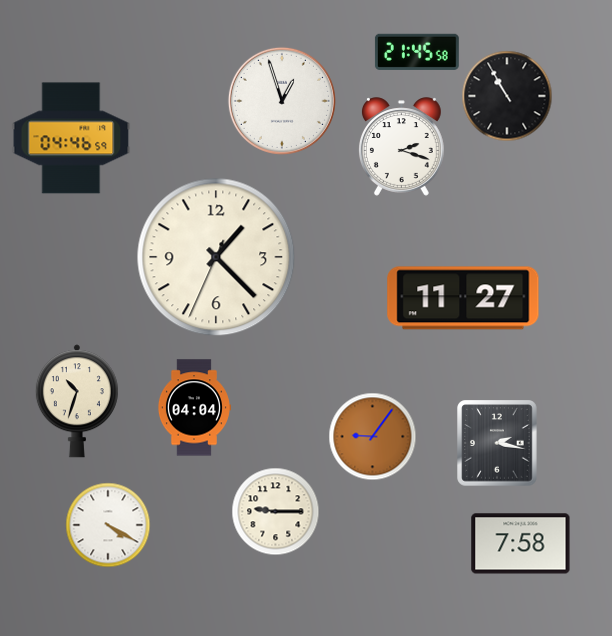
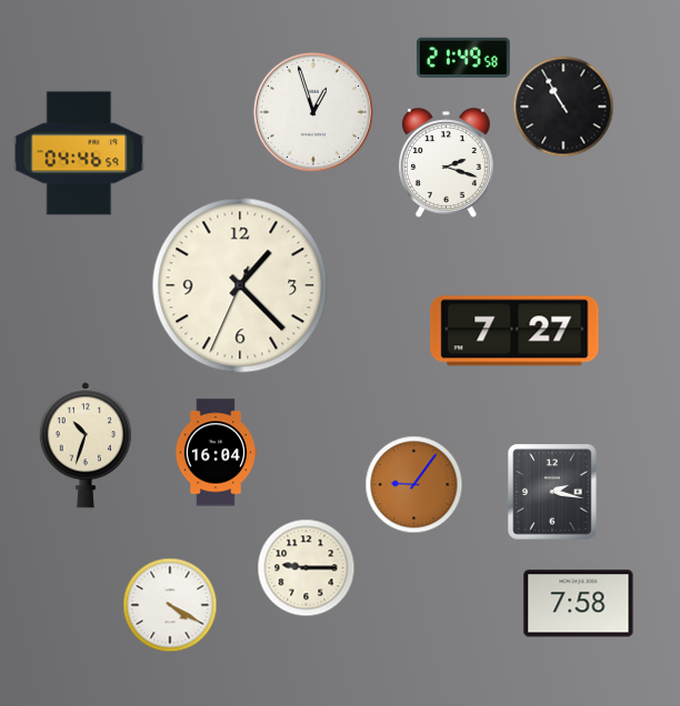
clock at (417, 52): 21:45 -> 21:49
clock at (463, 298): 11:27 -> 7:27
clock at (194, 408): 04:04 -> 16:04
clock at (108, 525) position: (108, 525) -> (170, 605)
